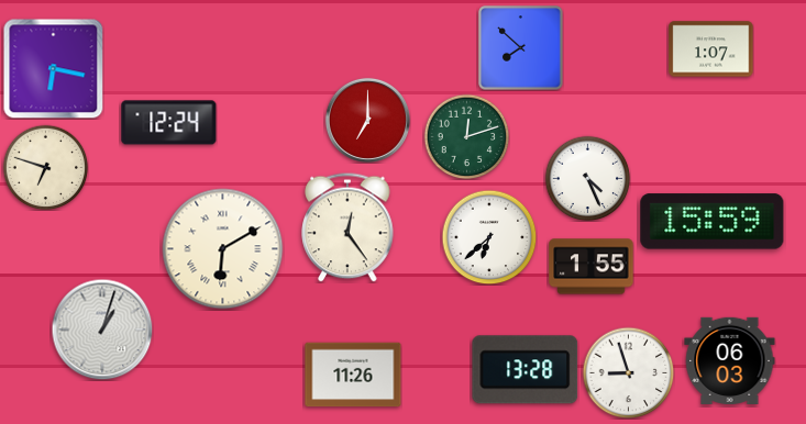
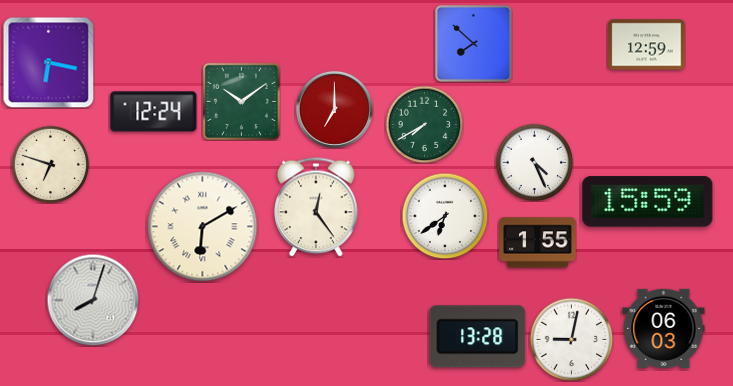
clock at (711, 49): 1:07 -> 12:59
clock at (241, 101): none -> 10:09
clock at (466, 136): 12:12 -> 7:40
clock at (45, 167) position: (45, 167) -> (50, 164)
clock at (489, 237): 6:38 -> 6:39
clock at (102, 330): 1:03 -> 8:03
clock at (628, 372): 8:57 -> 9:02
clock at (353, 375): 11:26 -> none
